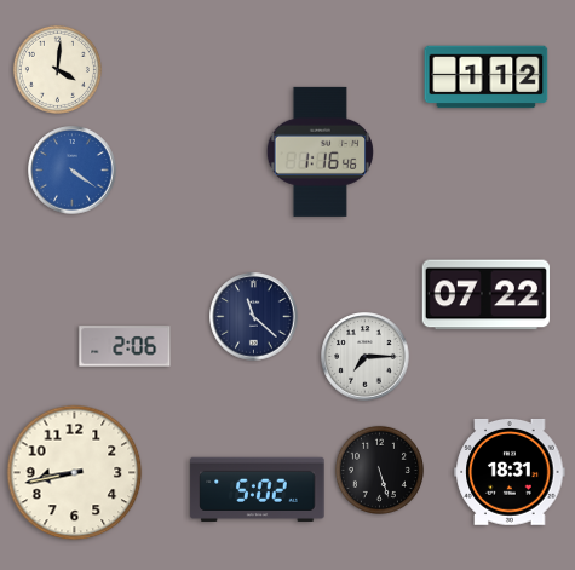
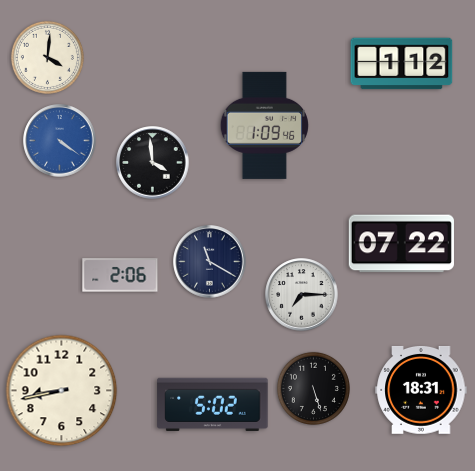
clock at (320, 151): 1:16 -> 1:09
clock at (153, 163): none -> 3:59
clock at (254, 317): 11:22 -> 11:20
clock at (125, 346) position: (125, 346) -> (120, 275)
